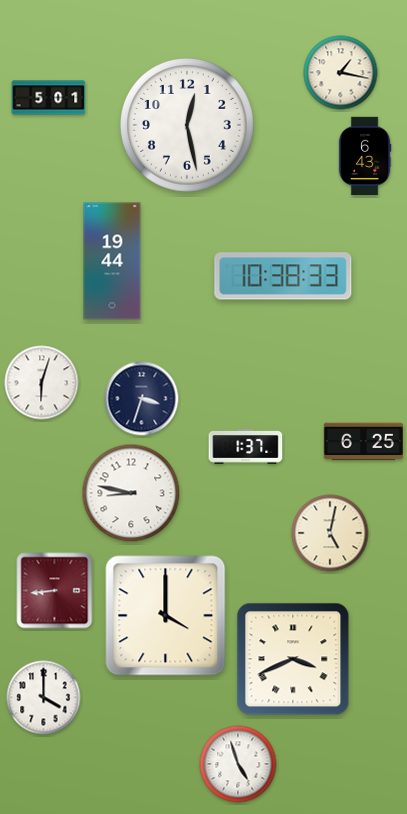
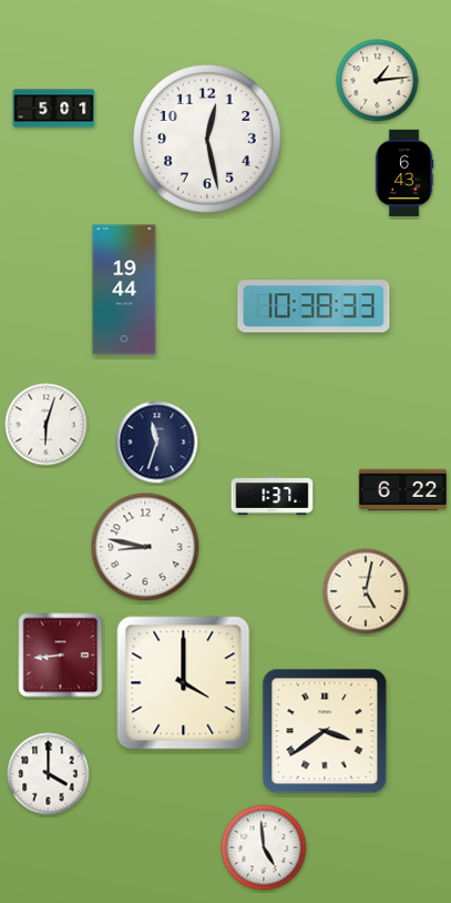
clock at (341, 73): 1:17 -> 1:14
clock at (142, 399): 3:33 -> 11:33
clock at (363, 442): 6:25 -> 6:22
clock at (293, 659): 3:41 -> 3:39
clock at (238, 764): 4:57 -> 4:59
